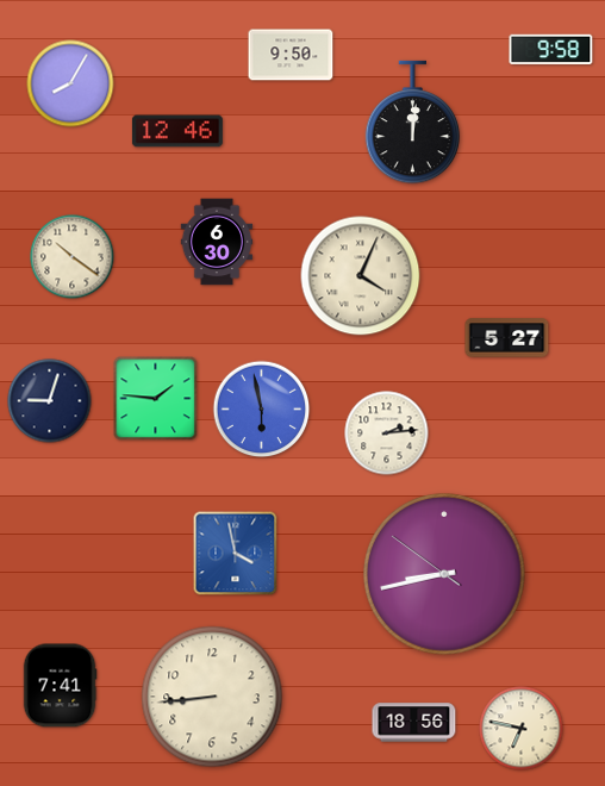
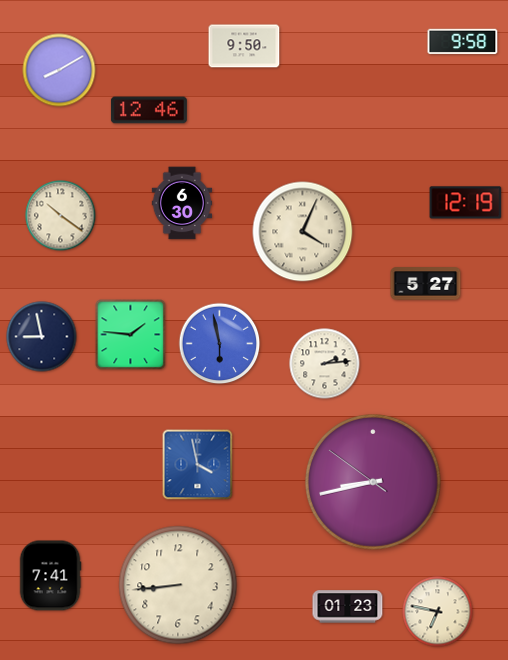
clock at (70, 83): 8:05 -> 8:10
clock at (413, 123): 12:01 -> none
clock at (466, 203): none -> 12:19
clock at (50, 401): 9:03 -> 8:58
clock at (414, 723): 18:56 -> 01:23
